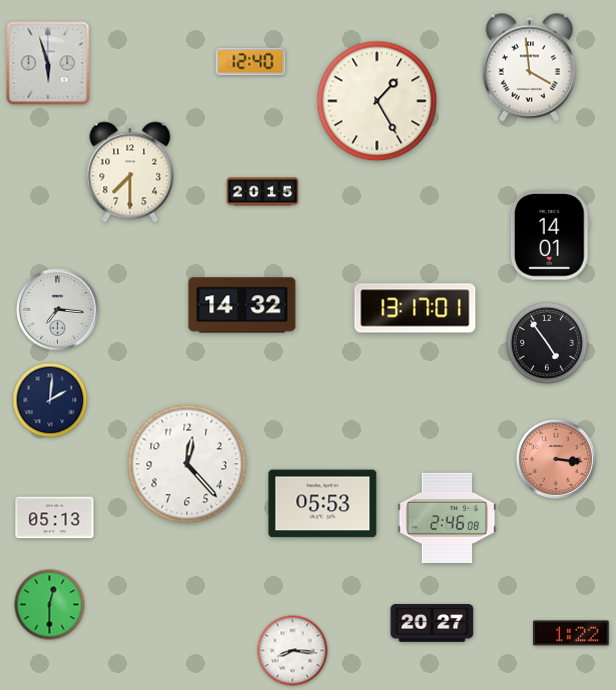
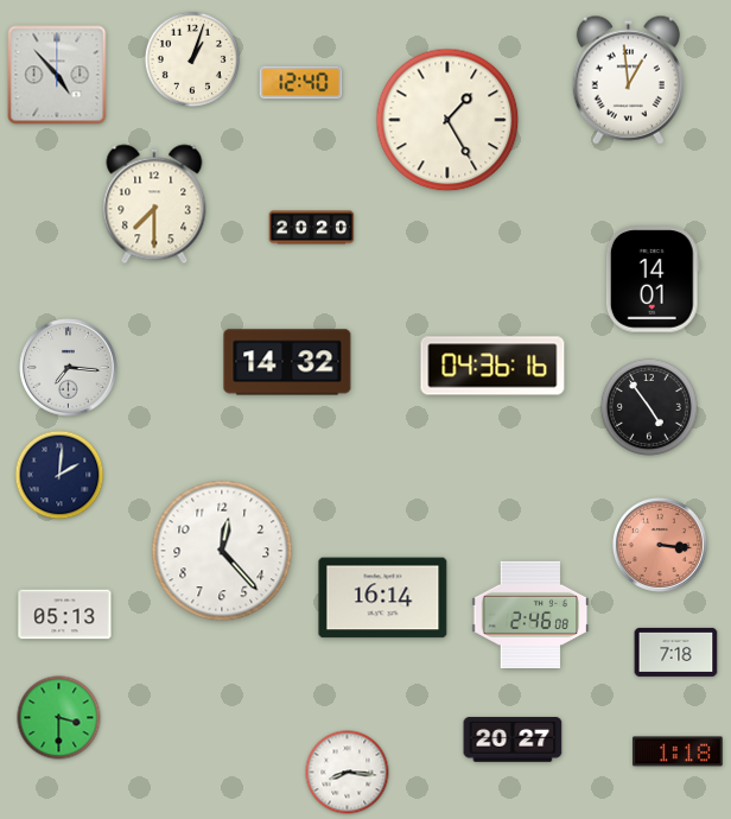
clock at (192, 59): none -> 1:03
clock at (251, 62) position: (251, 62) -> (301, 83)
clock at (48, 63): 5:57 -> 4:53
clock at (529, 67): 3:59 -> 12:59
clock at (263, 192): 20:15 -> 20:20
clock at (415, 308): 13:17 -> 04:36
clock at (323, 504): 05:53 -> 16:14
clock at (676, 652): none -> 7:18
clock at (50, 605): 12:30 -> 3:30
clock at (571, 633): 1:22 -> 1:18
